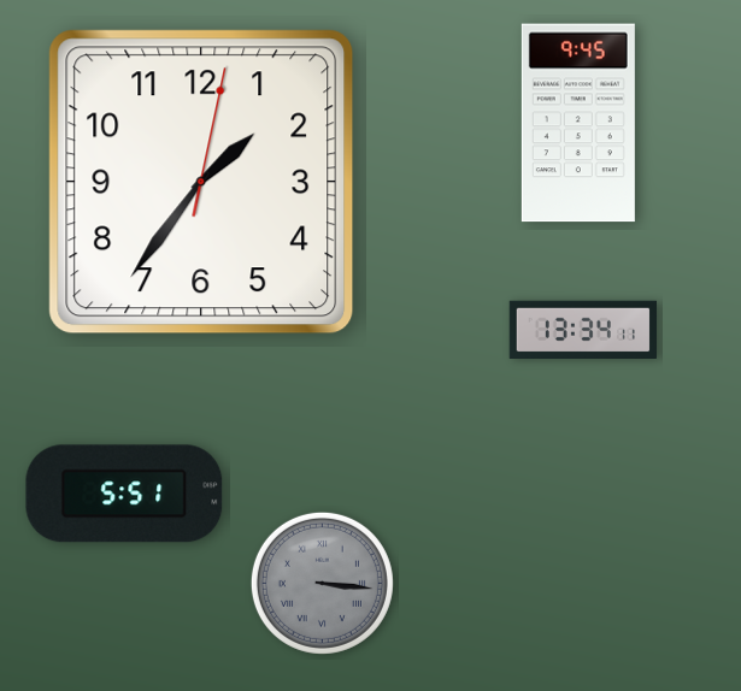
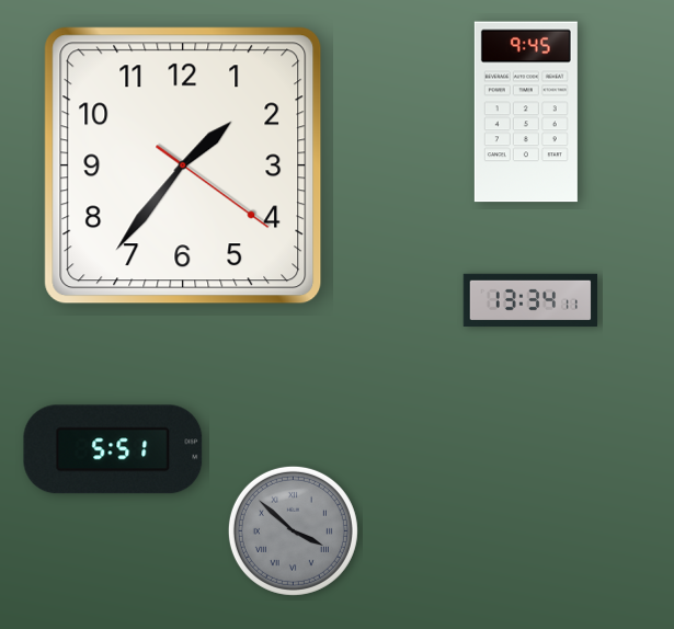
clock at (201, 182): 1:36:02 -> 1:36:21
clock at (322, 583): 3:16 -> 3:52
